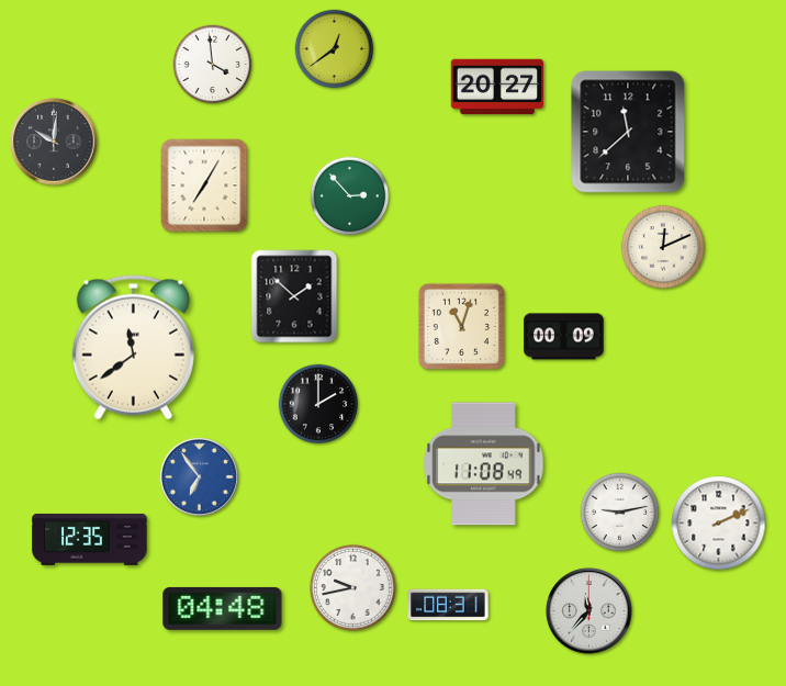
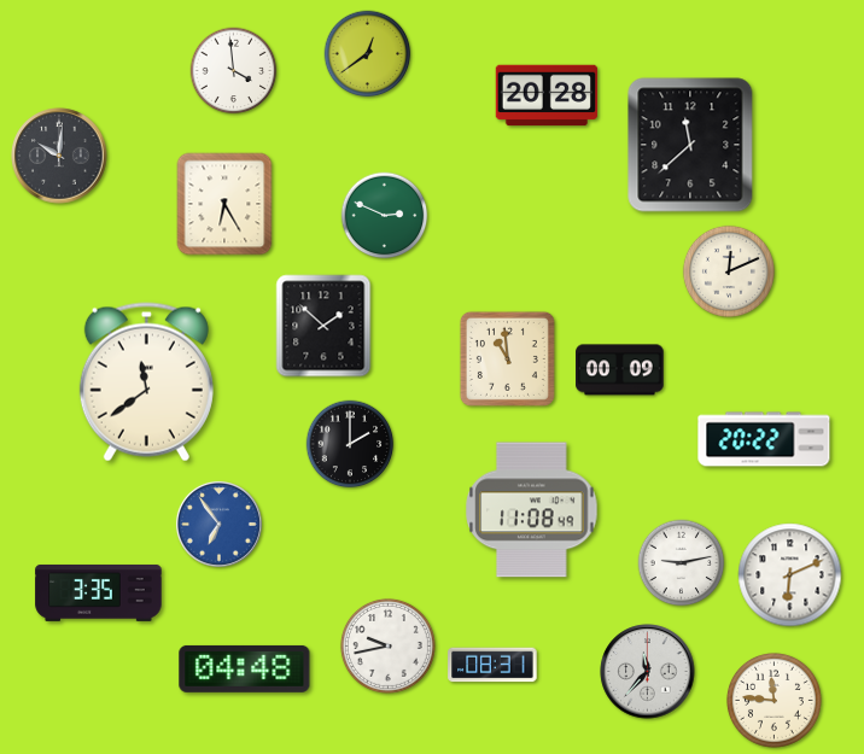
clock at (497, 87): 20:27 -> 20:28
clock at (204, 185): 7:05 -> 6:25
clock at (350, 196): 2:53 -> 2:49
clock at (461, 326): 11:03 -> 10:59
clock at (764, 439): none -> 20:22
clock at (719, 524): 2:11 -> 6:11
clock at (90, 539): 12:35 -> 3:35
clock at (773, 700): none -> 11:46
